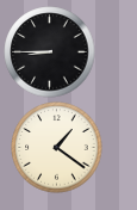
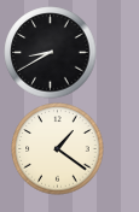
clock at (50, 52): 8:45 -> 8:40
